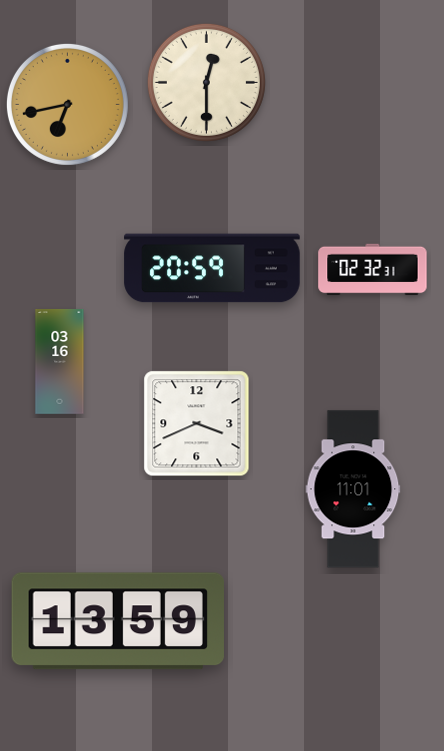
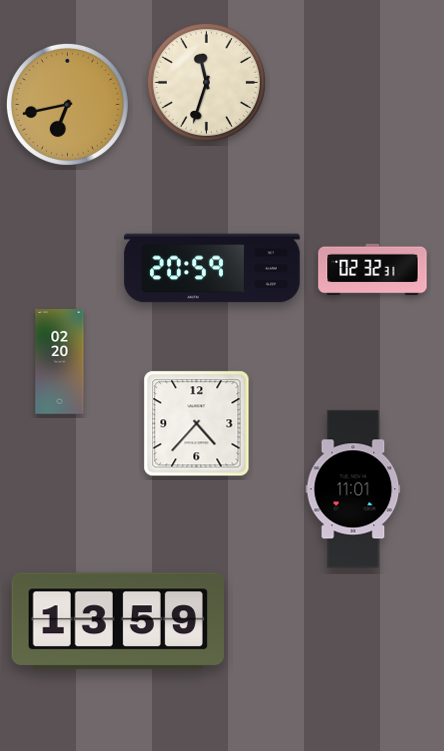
clock at (206, 82): 12:30 -> 11:33
clock at (60, 362): 03:16 -> 02:20
clock at (197, 424): 3:41 -> 4:37
